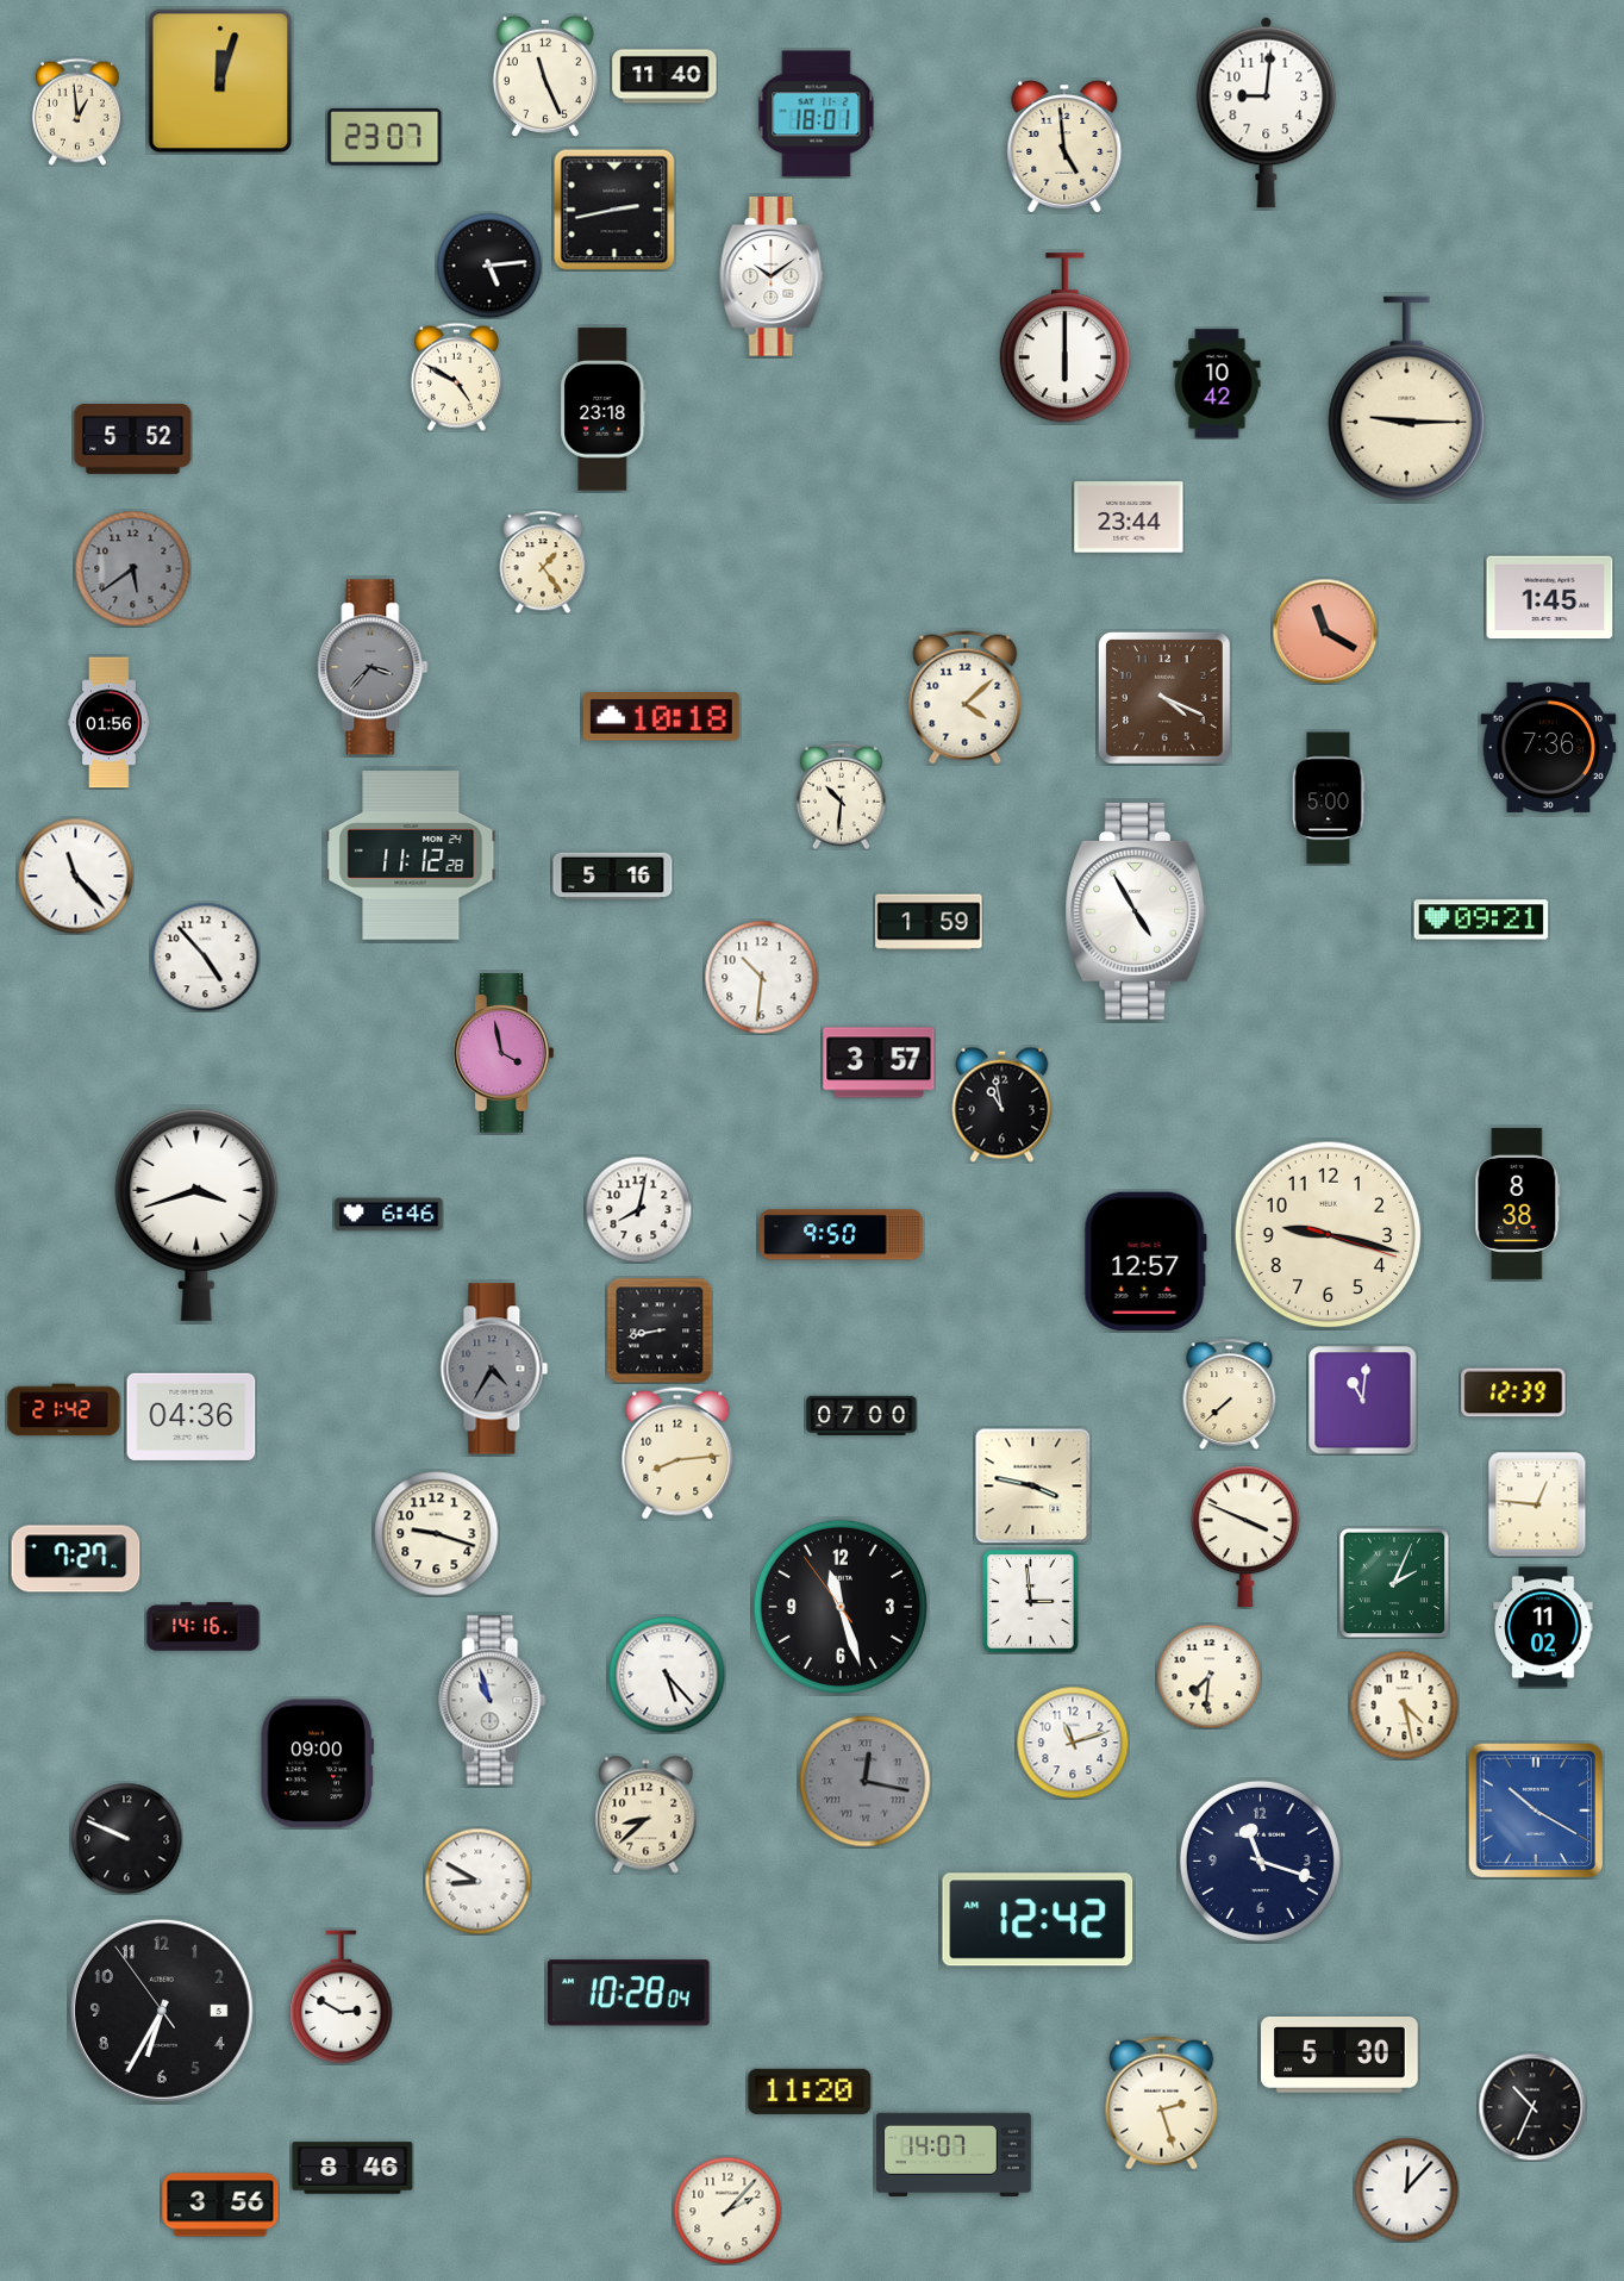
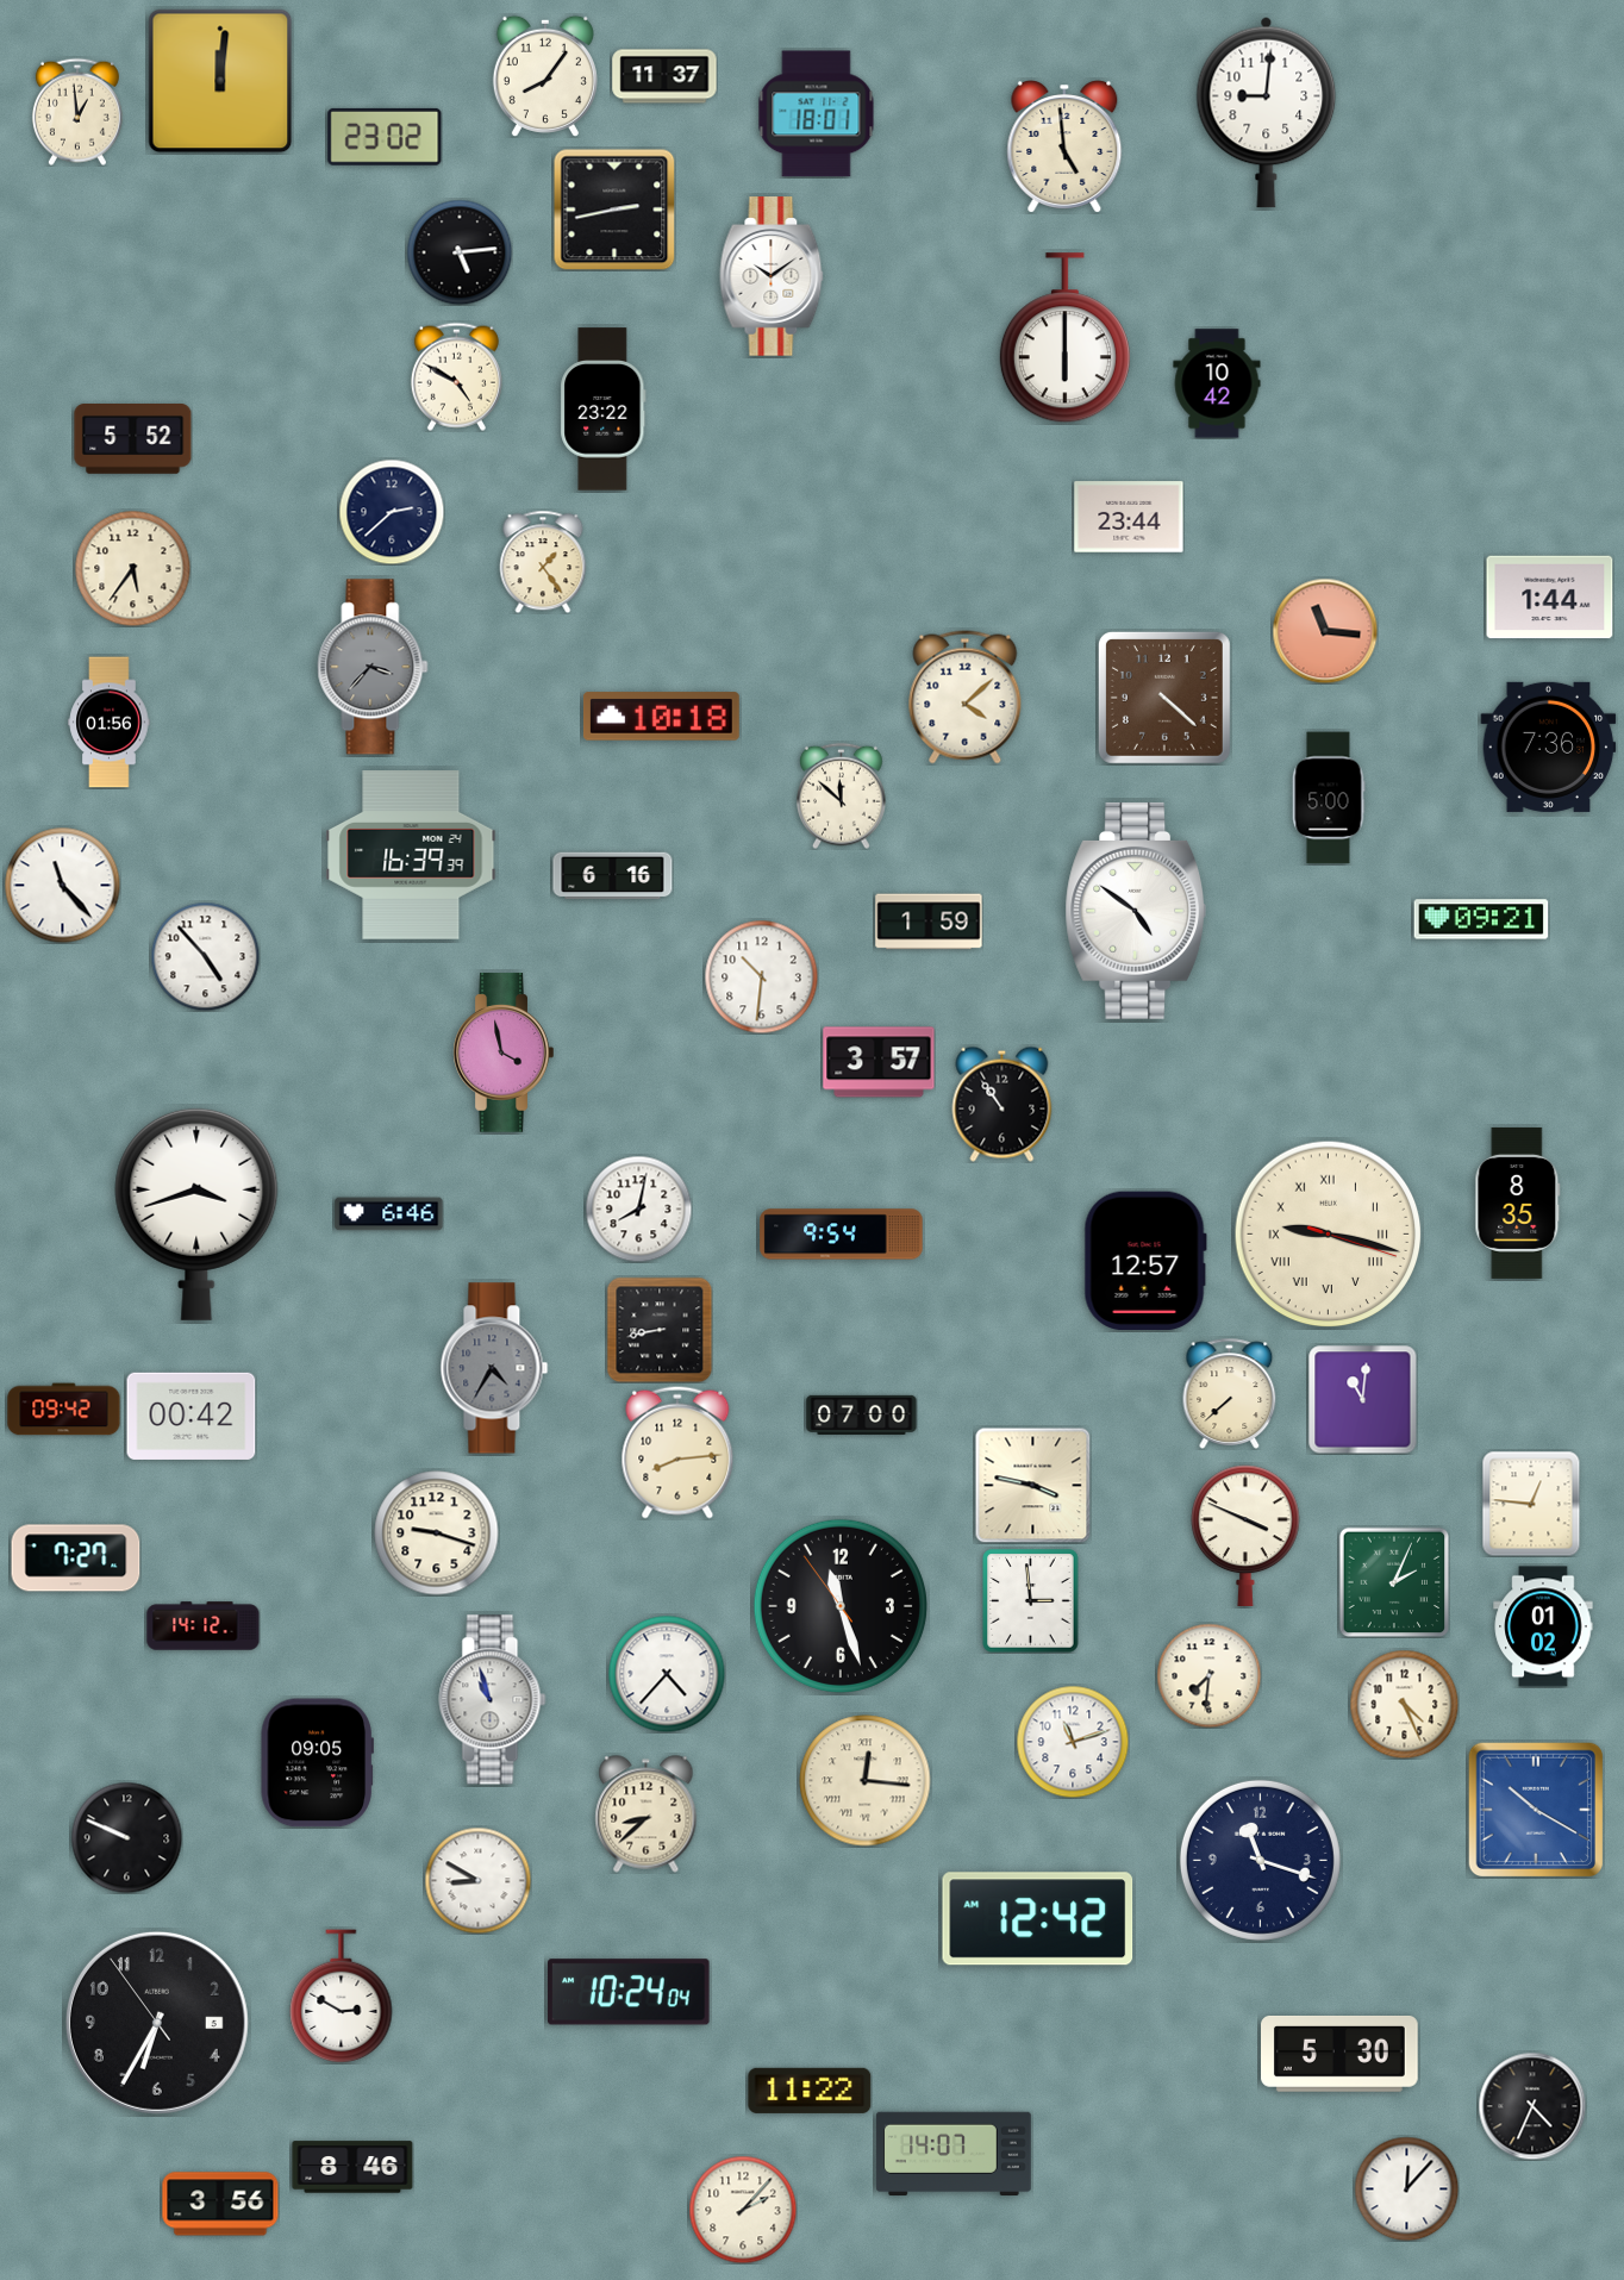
clock at (545, 76): 11:26 -> 8:06
clock at (664, 76): 11:40 -> 11:37
clock at (220, 81): 12:03 -> 12:01
clock at (385, 137): 23:07 -> 23:02
clock at (489, 266) position: (489, 266) -> (460, 252)
clock at (1407, 399): 9:15 -> none
clock at (604, 410): 23:18 -> 23:22
clock at (392, 512): none -> 2:38
clock at (132, 568): 5:39 -> 5:36
clock at (132, 568) dial: grey -> cream
clock at (1550, 598): 1:45 -> 1:44
clock at (1325, 631): 11:20 -> 11:16
clock at (1164, 698): 4:19 -> 4:22
clock at (842, 796): 10:31 -> 11:52
clock at (411, 855): 11:12 -> 16:39
clock at (75, 875) position: (75, 875) -> (62, 885)
clock at (613, 877): 5:16 -> 6:16
clock at (1136, 911): 4:55 -> 4:51
clock at (1002, 1104): 10:58 -> 10:54
clock at (1518, 1203): 8:38 -> 8:35
clock at (842, 1235): 9:50 -> 9:54
clock at (1329, 1235) numerals: Arabic -> Roman
clock at (1513, 1392): 12:39 -> none
clock at (64, 1410): 21:42 -> 09:42
clock at (192, 1416): 04:36 -> 00:42
clock at (1537, 1504) position: (1537, 1504) -> (1531, 1504)
clock at (204, 1627): 14:16 -> 14:12
clock at (1543, 1627): 11:02 -> 01:02
clock at (667, 1675): 5:23 -> 4:37
clock at (1404, 1704): 4:28 -> 4:26
clock at (317, 1764): 09:00 -> 09:05
clock at (866, 1782): 12:17 -> 12:16
clock at (866, 1782) dial: grey -> cream
clock at (629, 1993): 10:28 -> 10:24
clock at (162, 2011) position: (162, 2011) -> (157, 2023)
clock at (810, 2092): 11:20 -> 11:22
clock at (1162, 2104): 2:27 -> none
clock at (1532, 2107): 10:34 -> 4:34
clock at (727, 2211) position: (727, 2211) -> (743, 2210)
